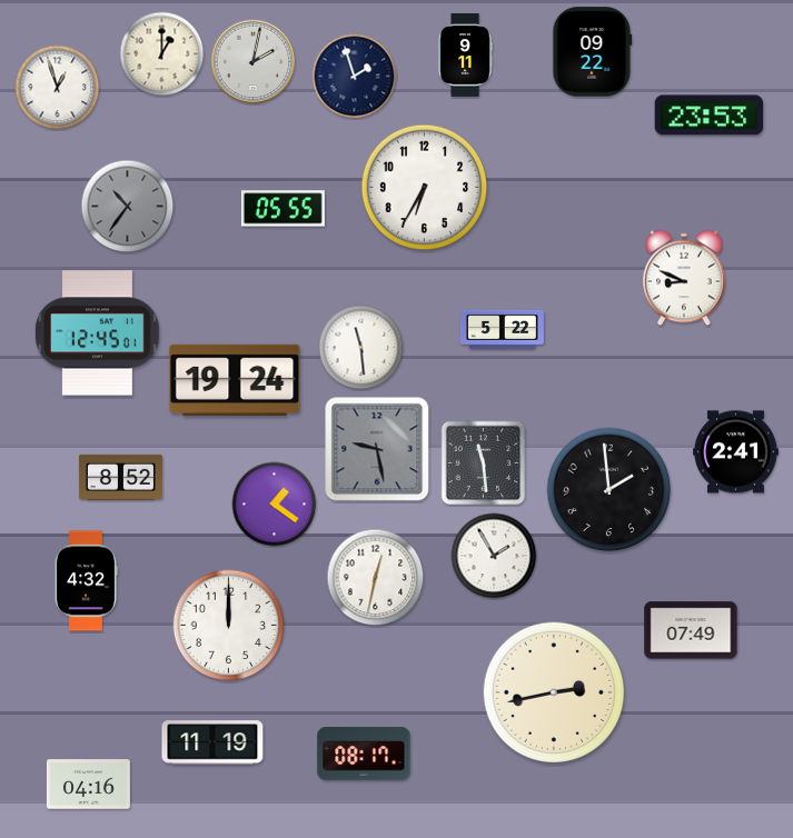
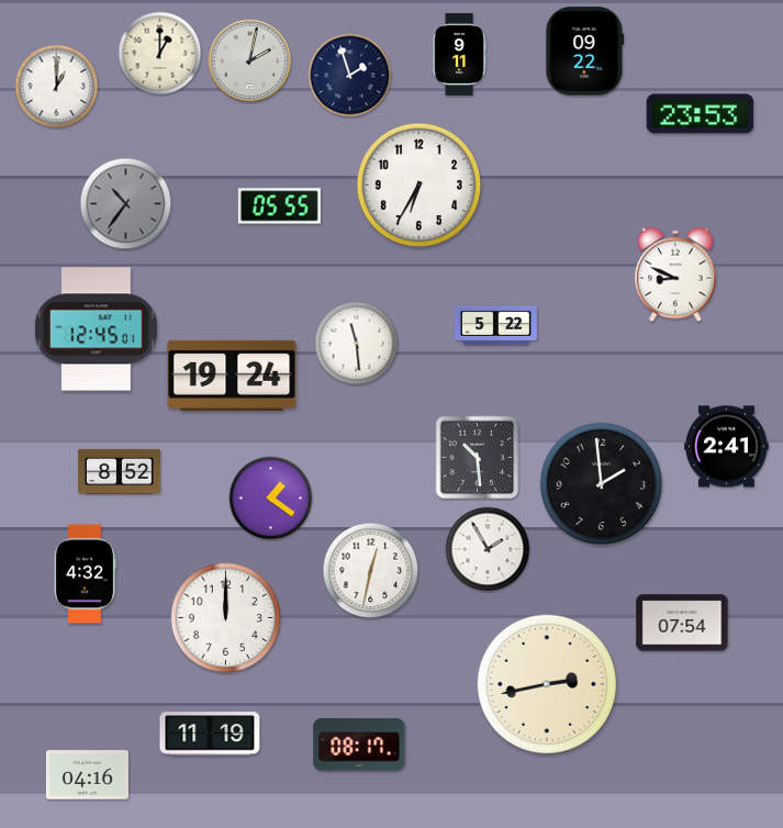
clock at (58, 88): 12:57 -> 1:00
clock at (377, 449): 9:28 -> none
clock at (484, 463): 11:29 -> 10:29
clock at (691, 630): 07:49 -> 07:54
